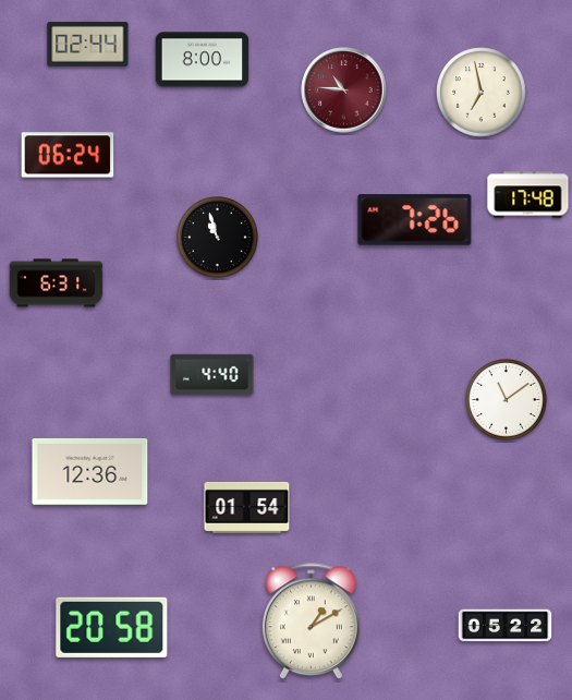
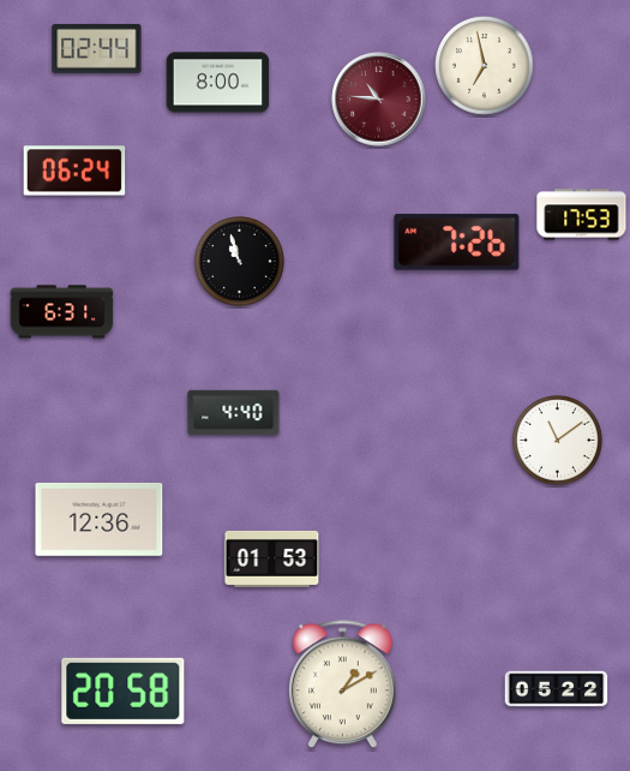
clock at (203, 60) position: (203, 60) -> (218, 83)
clock at (482, 93) position: (482, 93) -> (485, 66)
clock at (528, 195): 17:48 -> 17:53
clock at (247, 507): 01:54 -> 01:53
